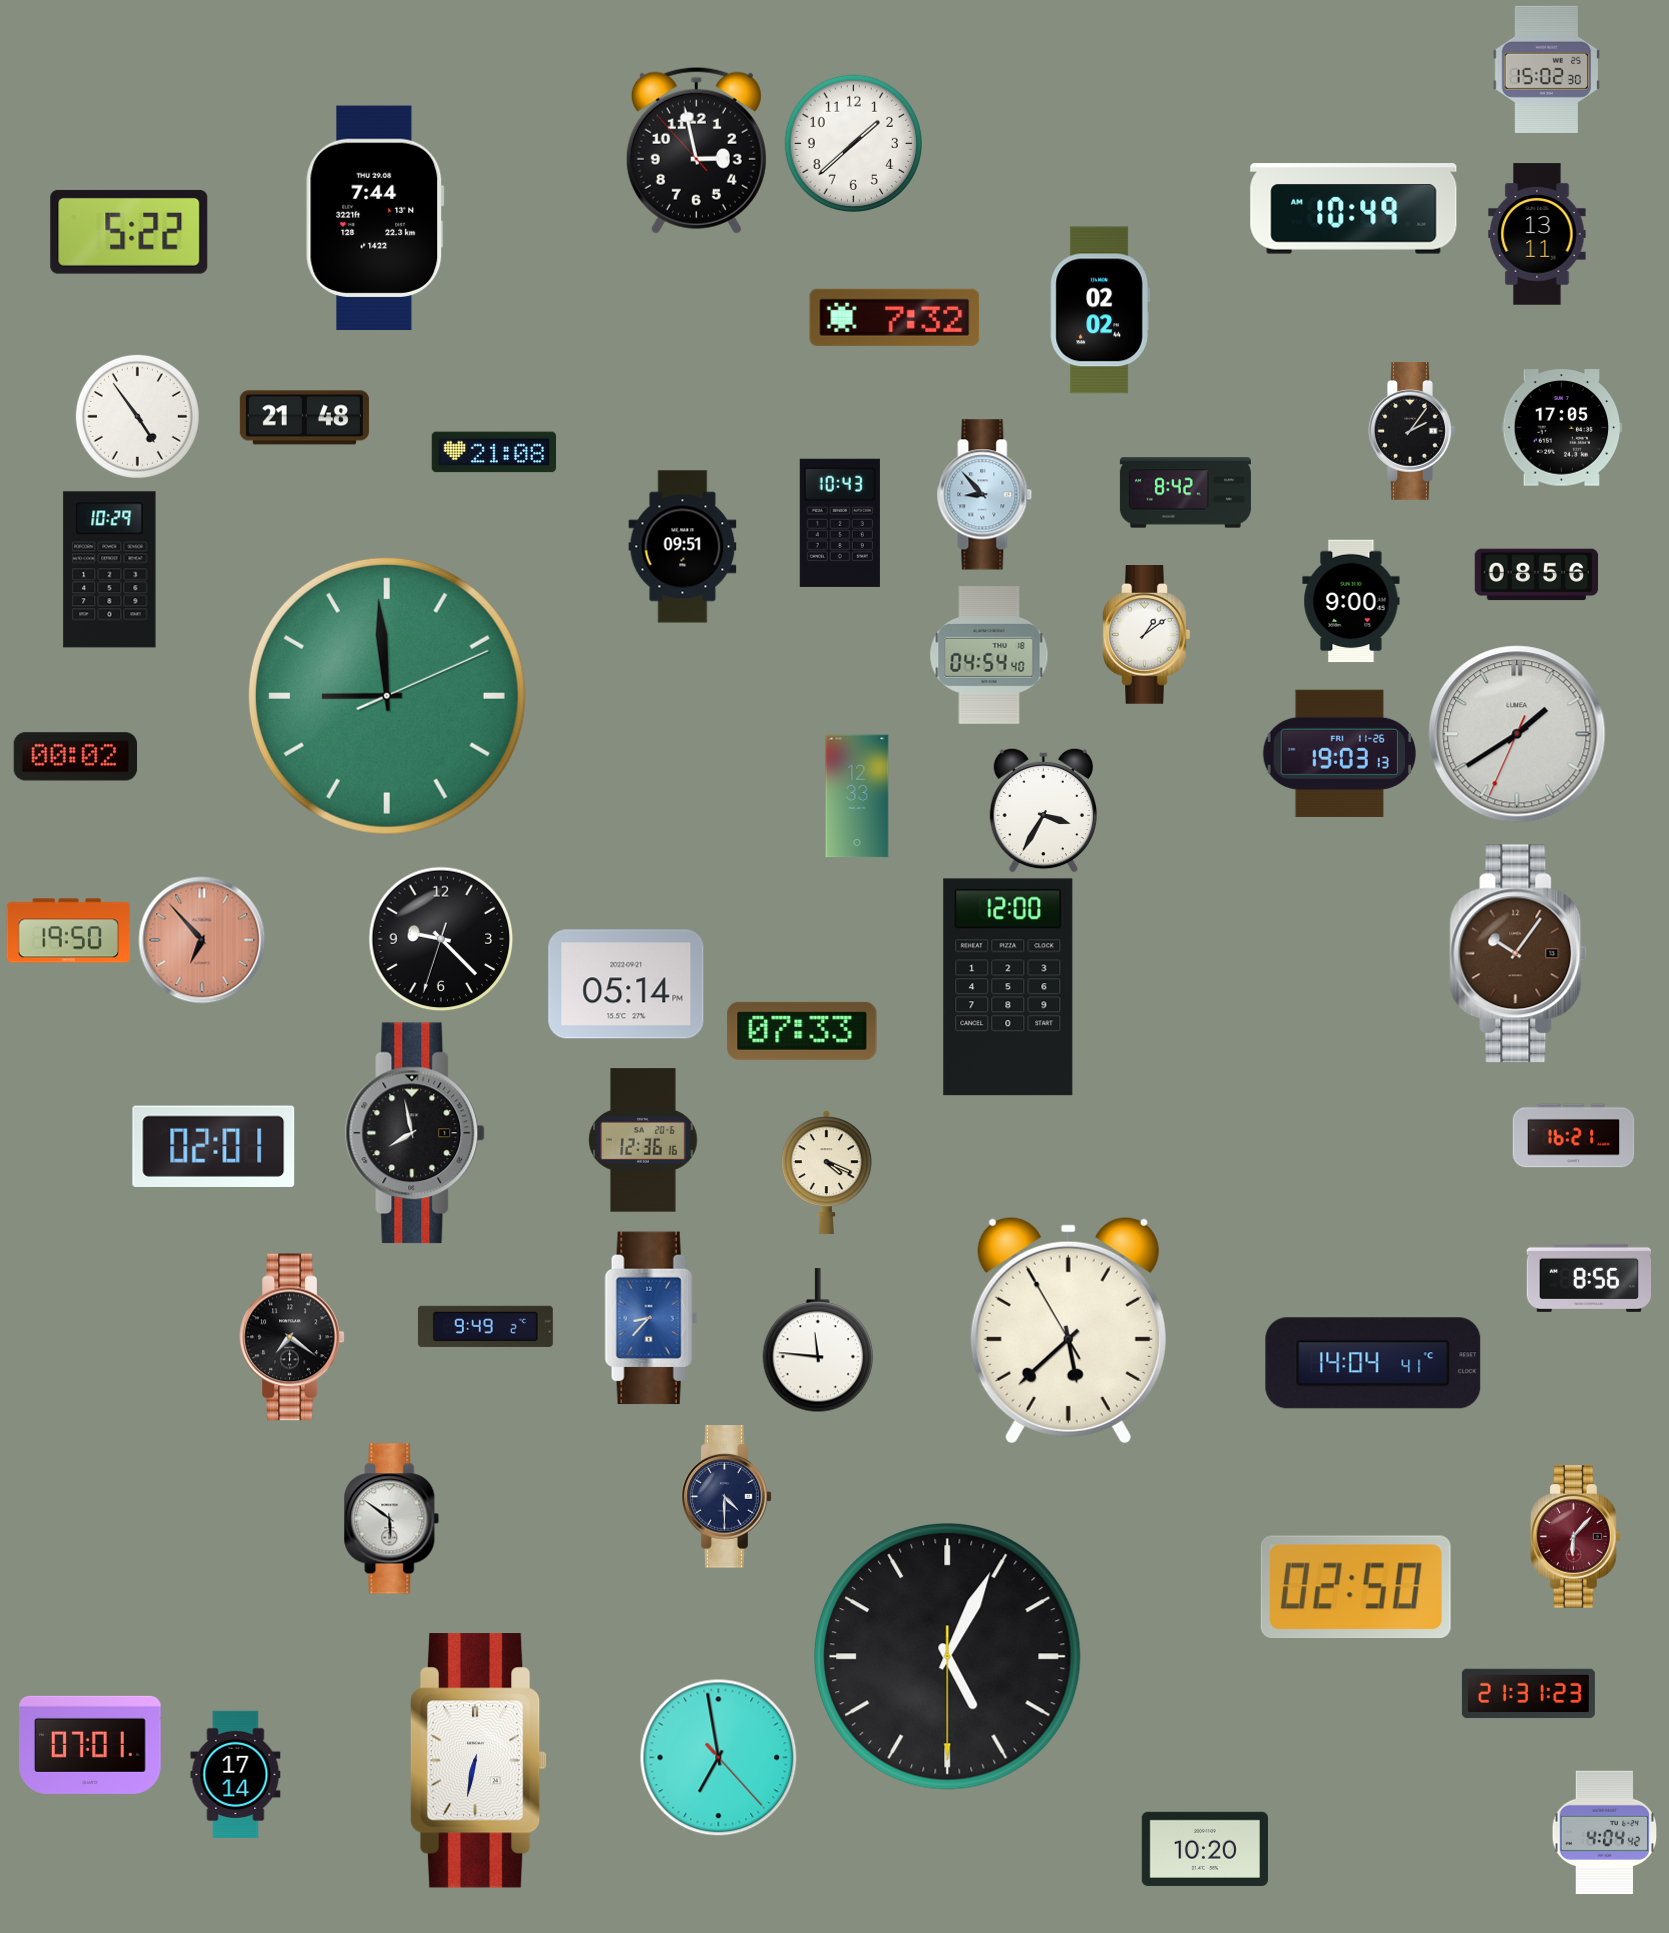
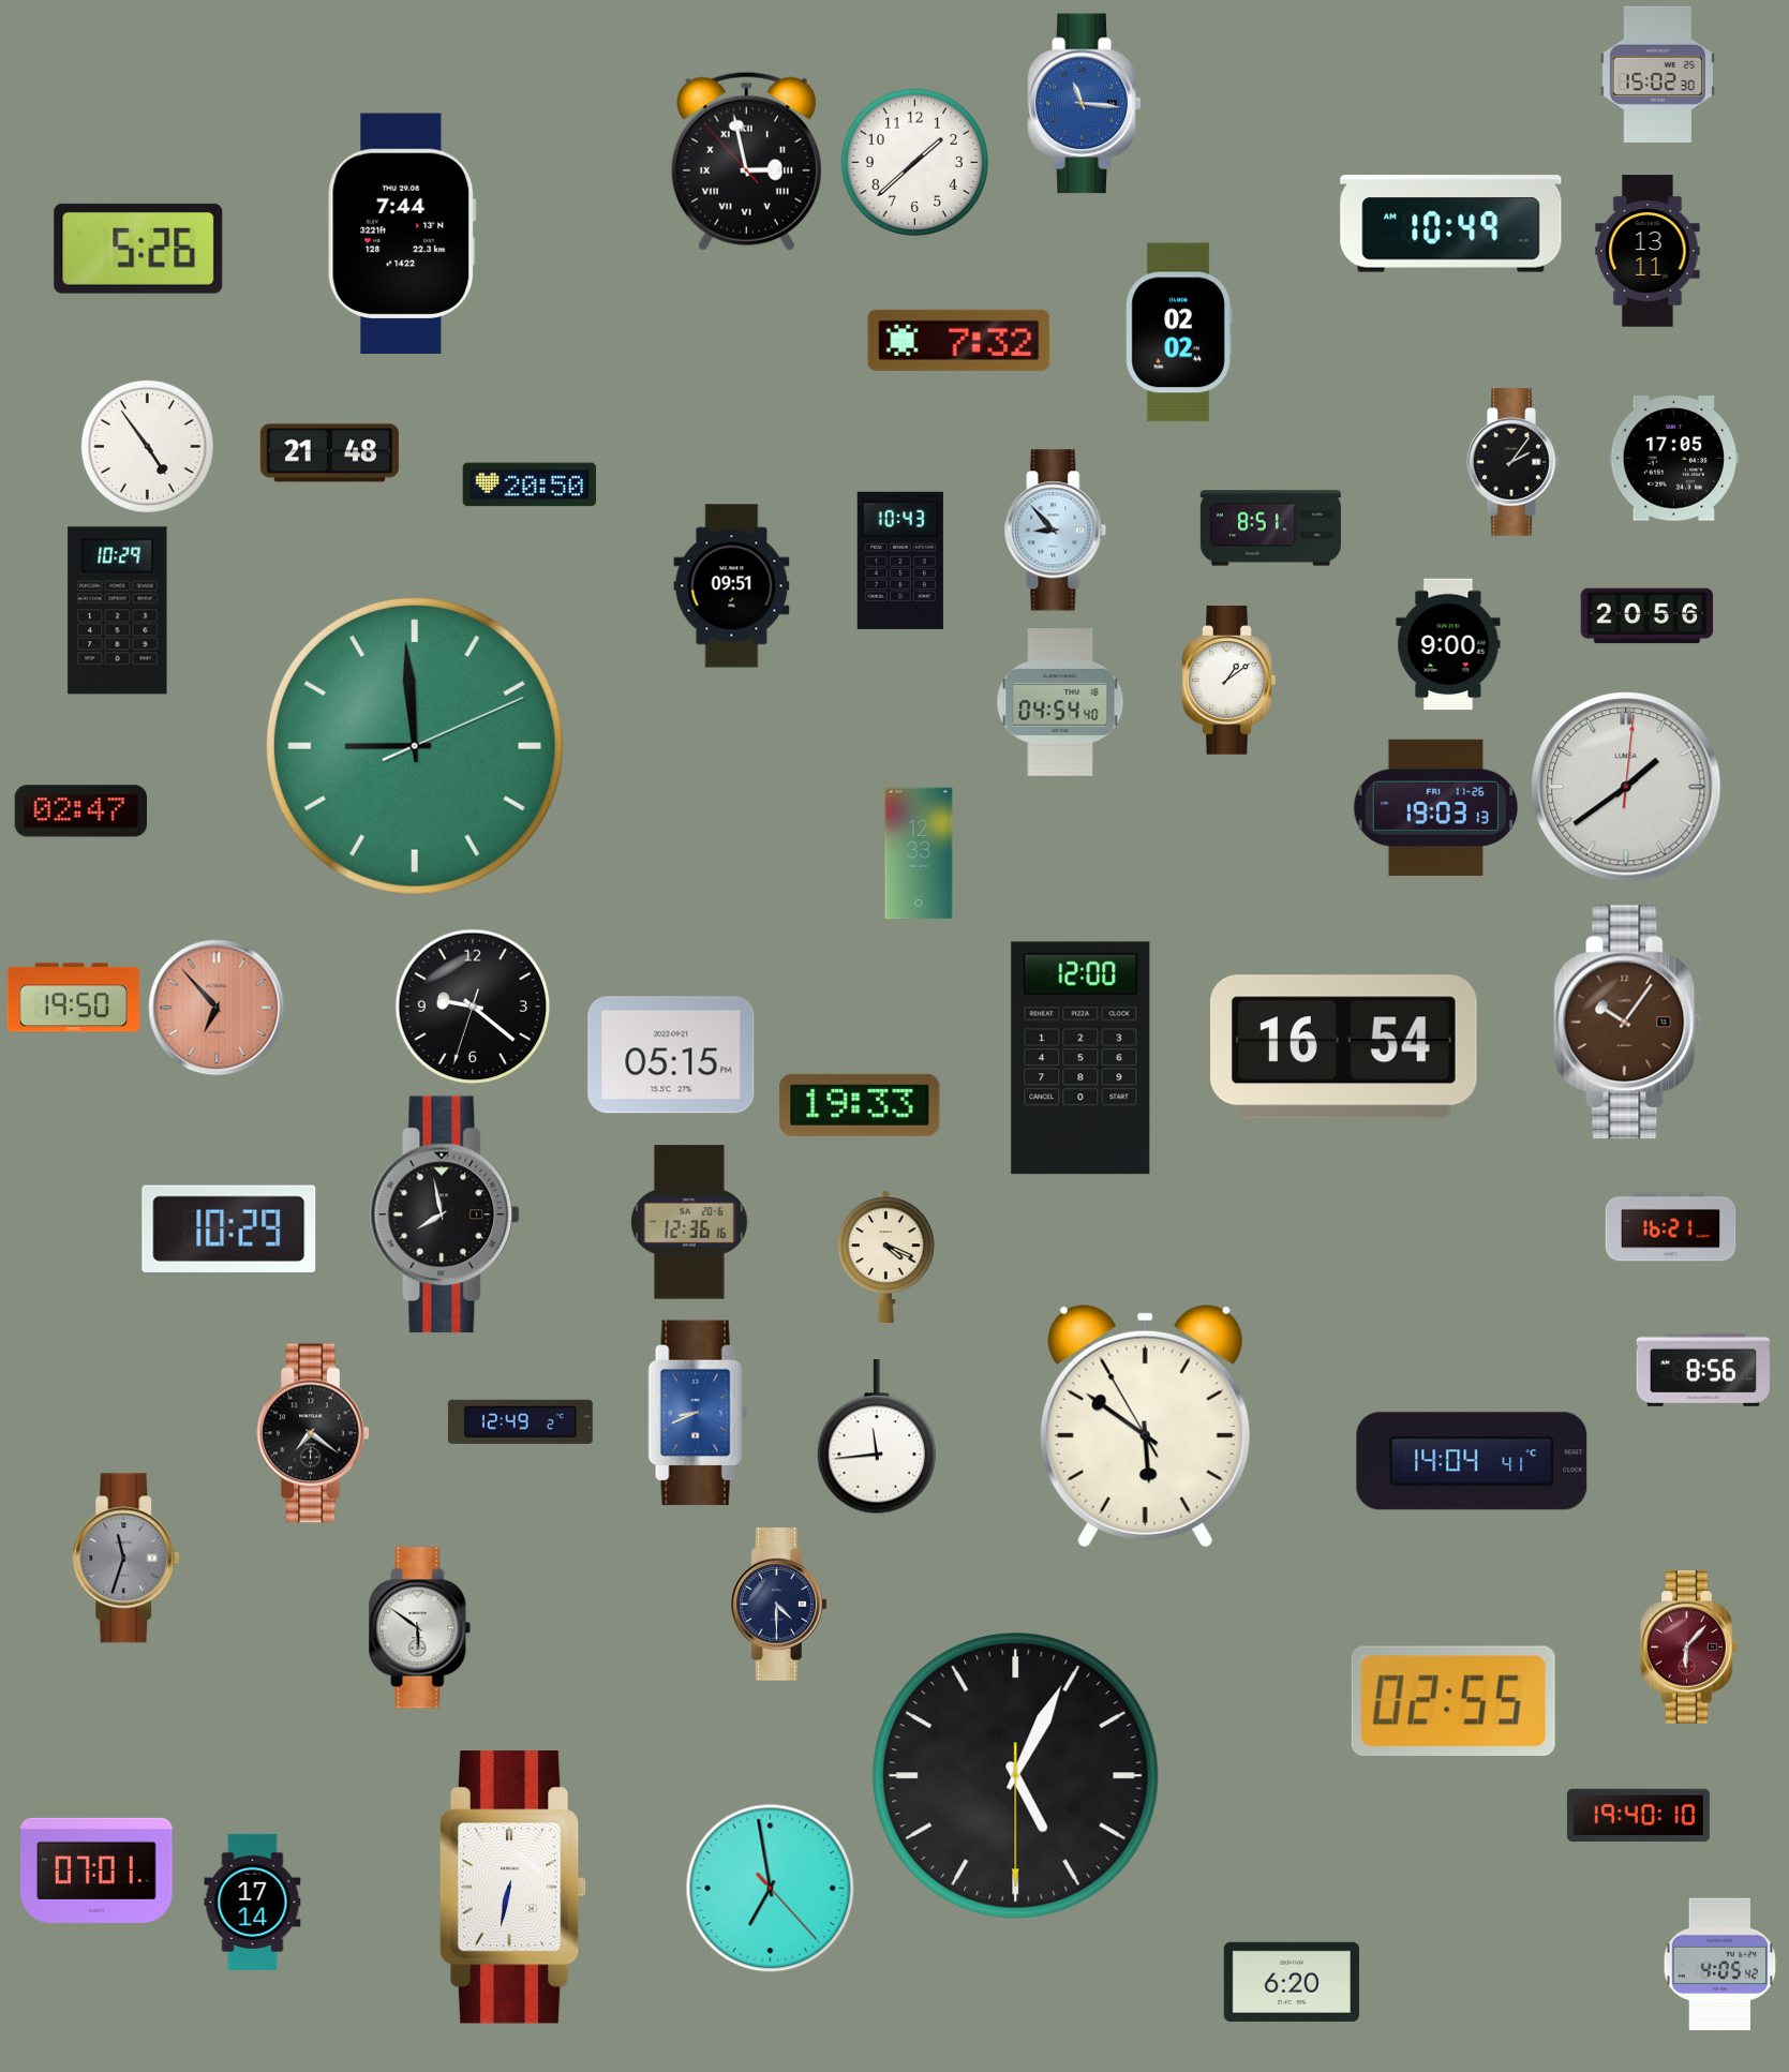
clock at (1085, 104): none -> 11:16
clock at (853, 143) position: (853, 143) -> (914, 162)
clock at (696, 150) numerals: Arabic -> Roman
clock at (129, 232): 5:22 -> 5:26
clock at (304, 418) position: (304, 418) -> (329, 453)
clock at (494, 452): 21:08 -> 20:50
clock at (1185, 493): 8:42 -> 8:51
clock at (1537, 575): 08:56 -> 20:56
clock at (1517, 734): 1:39:34 -> 1:39:01
clock at (75, 757): 00:02 -> 02:47
clock at (1043, 810): 3:35 -> none
clock at (441, 939): 9:22 -> 9:21
clock at (1344, 1047): none -> 16:54
clock at (626, 984): 05:14 -> 05:15
clock at (802, 1031): 07:33 -> 19:33
clock at (1574, 1136) position: (1574, 1136) -> (1671, 1227)
clock at (214, 1146): 02:01 -> 10:29
clock at (651, 1318): 8:37 -> 8:41
clock at (485, 1326): 9:49 -> 12:49
clock at (1068, 1330): 5:37 -> 5:50
clock at (818, 1341): 11:46 -> 11:44
clock at (126, 1559): none -> 11:33
clock at (1356, 1586): 02:50 -> 02:55
clock at (1528, 1694): 21:31 -> 19:40
clock at (719, 1758) position: (719, 1758) -> (771, 1889)
clock at (1605, 1833): 4:04 -> 4:05
clock at (1205, 1849): 10:20 -> 6:20
